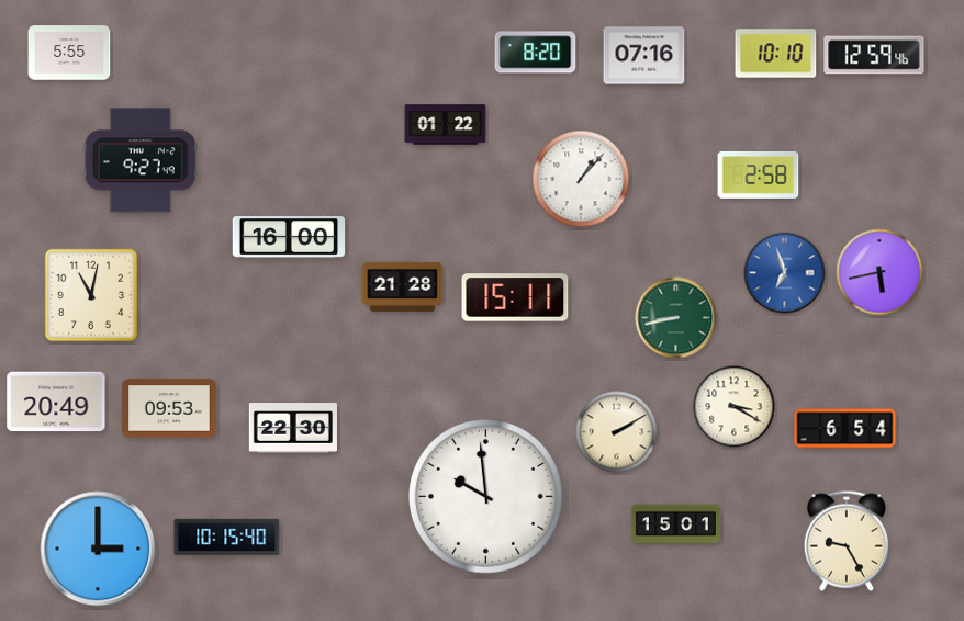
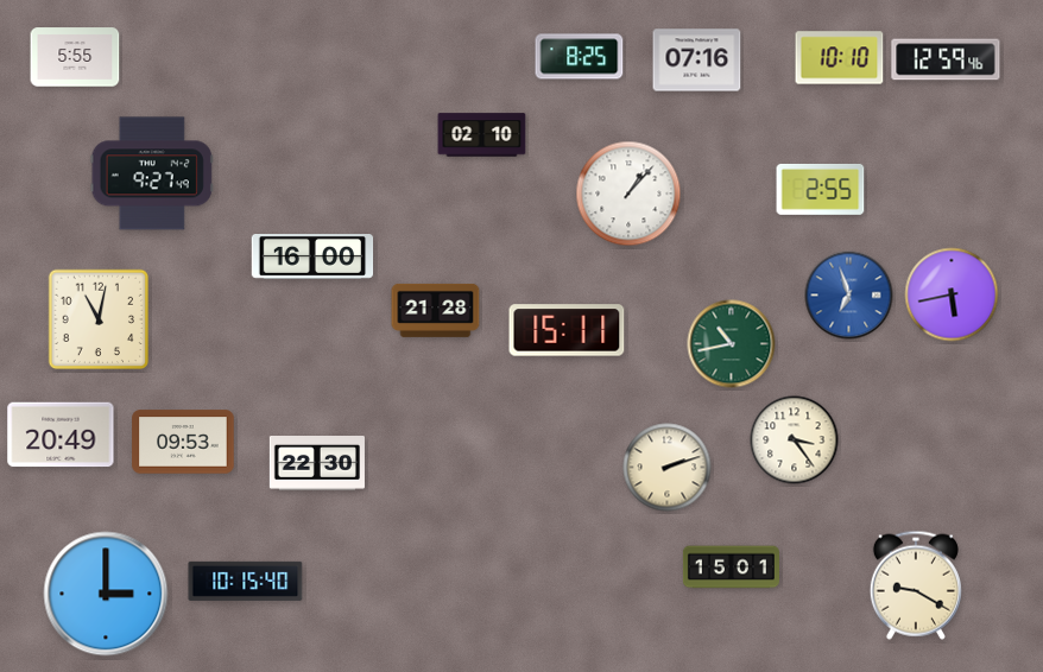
clock at (536, 53): 8:20 -> 8:25
clock at (446, 125): 01:22 -> 02:10
clock at (759, 174): 2:58 -> 2:55
clock at (515, 297) position: (515, 297) -> (567, 330)
clock at (676, 318): 8:43 -> 10:43
clock at (735, 407): 3:20 -> 3:24
clock at (845, 429): 6:54 -> none
clock at (617, 432): 2:10 -> 2:12
clock at (486, 497): 9:59 -> none
clock at (847, 541): 9:25 -> 9:20
